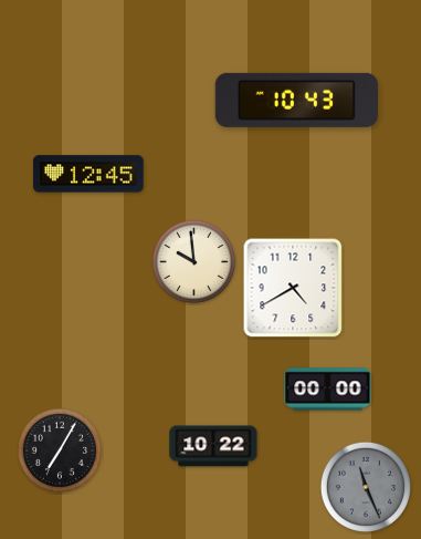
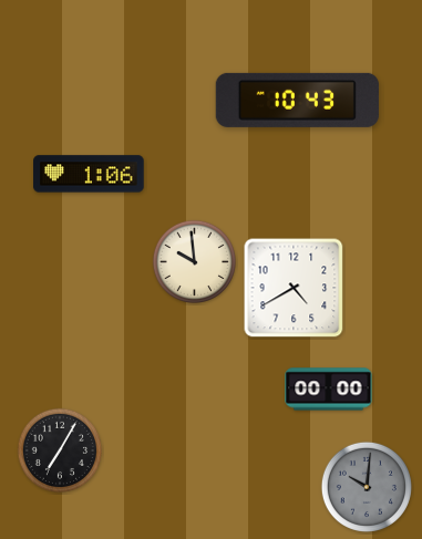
clock at (88, 174): 12:45 -> 1:06
clock at (213, 446): 10:22 -> none
clock at (366, 487): 11:26 -> 10:01
